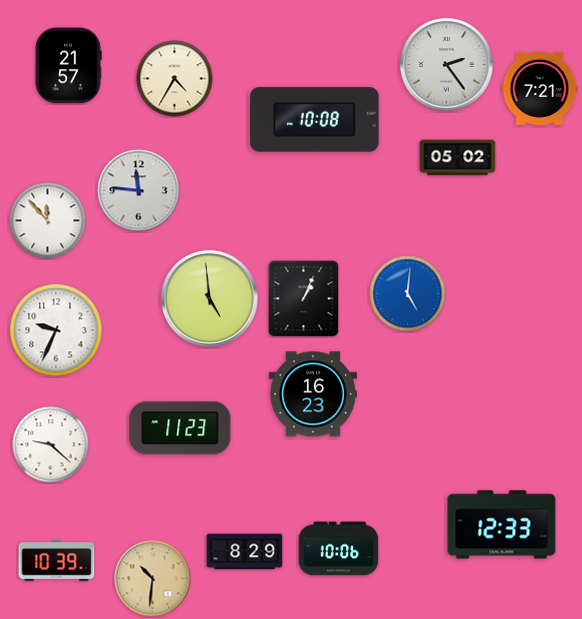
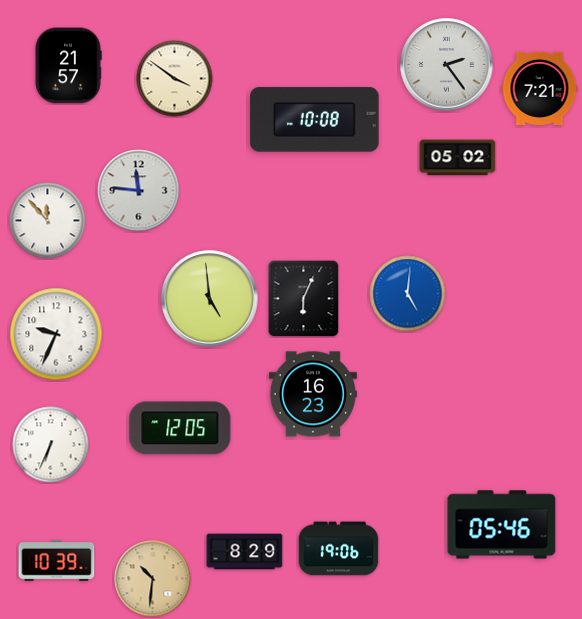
clock at (175, 79): 4:35 -> 3:51
clock at (304, 298): 1:04 -> 6:04
clock at (56, 330) position: (56, 330) -> (56, 334)
clock at (180, 428): 11:23 -> 12:05
clock at (51, 445): 9:22 -> 6:34
clock at (502, 525): 12:33 -> 05:46
clock at (339, 549): 10:06 -> 19:06
